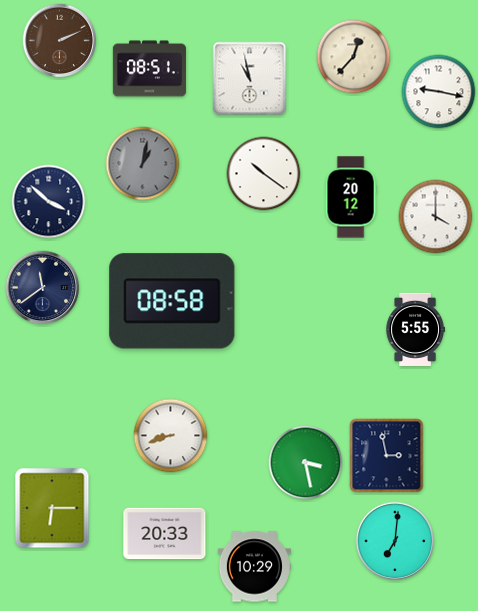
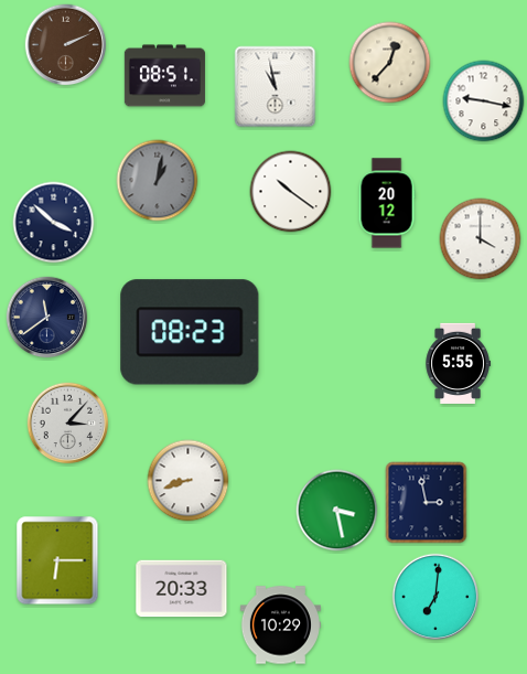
clock at (351, 197) position: (351, 197) -> (387, 203)
clock at (172, 301): 08:58 -> 08:23
clock at (68, 424): none -> 3:07
